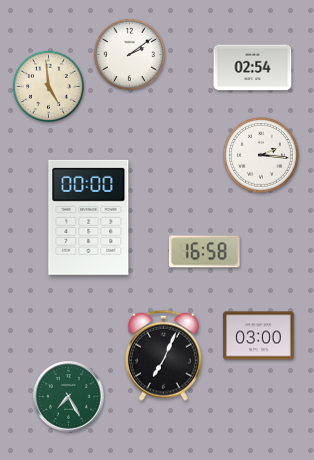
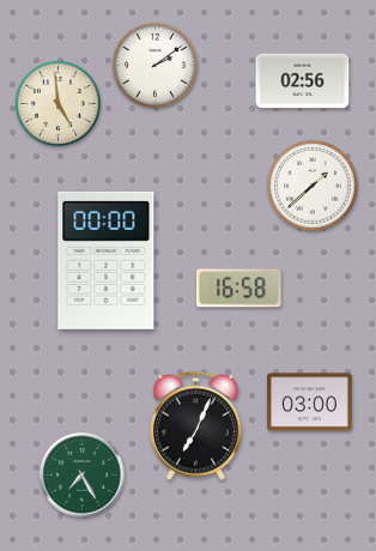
clock at (253, 68): 02:54 -> 02:56
clock at (261, 155): 2:16 -> 1:38
clock at (205, 252) position: (205, 252) -> (239, 289)
